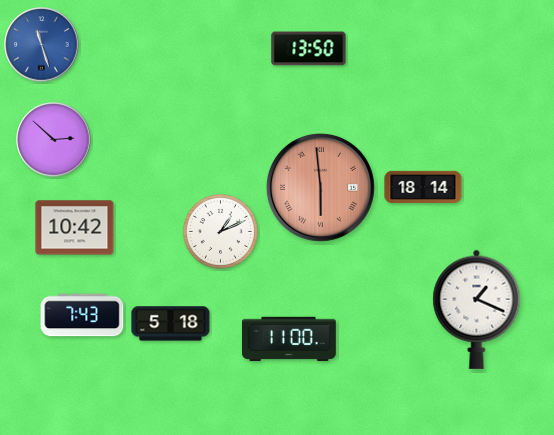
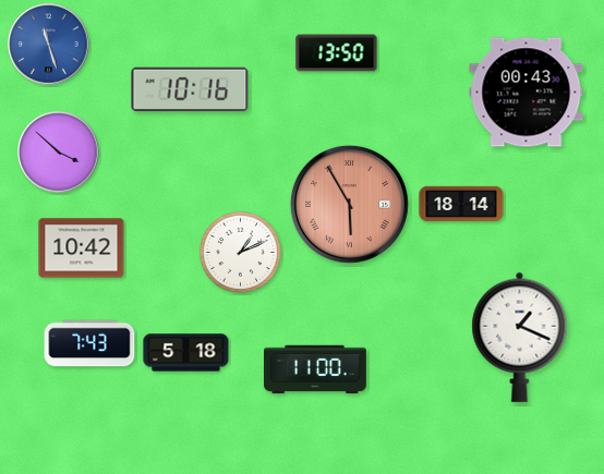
clock at (42, 45) position: (42, 45) -> (49, 45)
clock at (190, 88): none -> 10:16
clock at (527, 93): none -> 00:43
clock at (54, 140): 2:52 -> 3:52
clock at (320, 187): 5:59 -> 5:55
